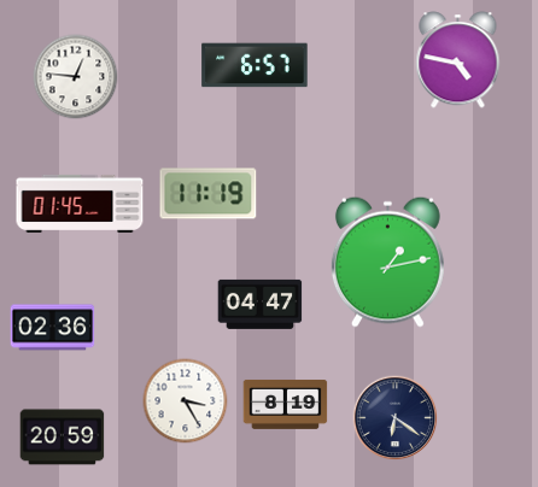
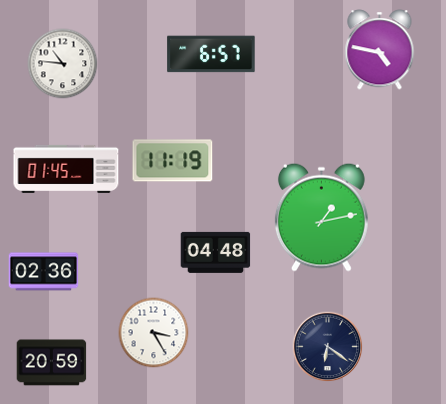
clock at (76, 77): 12:46 -> 10:46
clock at (261, 304): 04:47 -> 04:48
clock at (286, 404): 8:19 -> none
